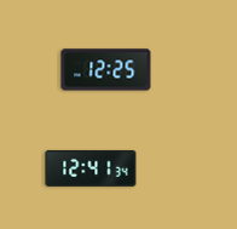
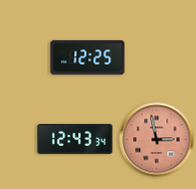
clock at (91, 168): 12:41 -> 12:43
clock at (157, 140): none -> 2:58
